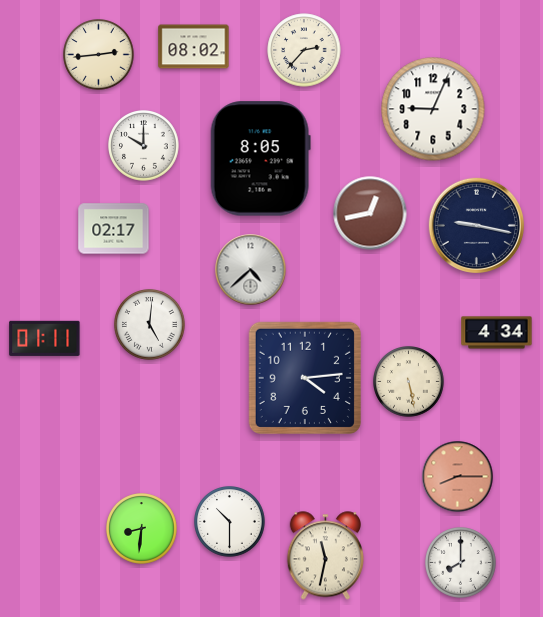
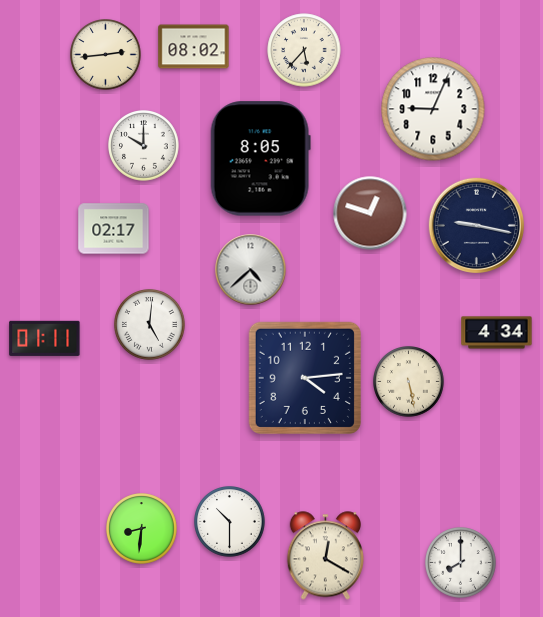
clock at (304, 50): 2:37 -> 5:37
clock at (99, 55) position: (99, 55) -> (106, 55)
clock at (370, 213): 12:43 -> 12:48
clock at (458, 477): 8:15 -> none
clock at (325, 556): 11:32 -> 12:20
